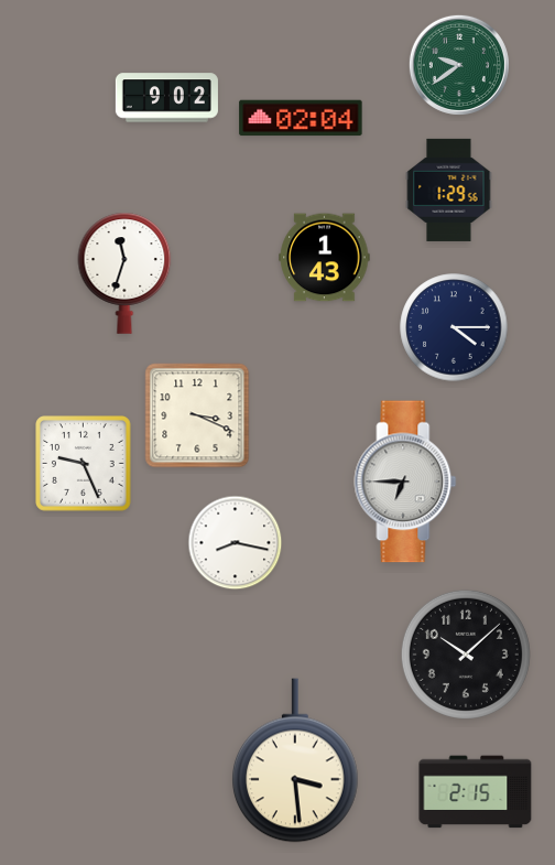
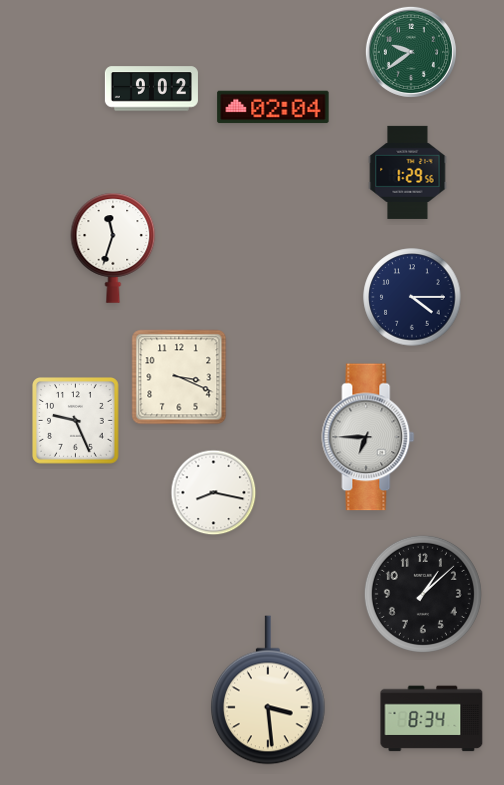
clock at (459, 65) position: (459, 65) -> (411, 52)
clock at (325, 258): 1:43 -> none
clock at (466, 655): 10:08 -> 1:08
clock at (476, 792): 2:15 -> 8:34
